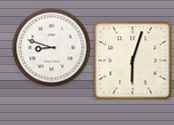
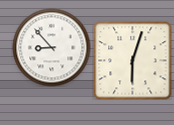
clock at (51, 47): 8:48 -> 8:53
